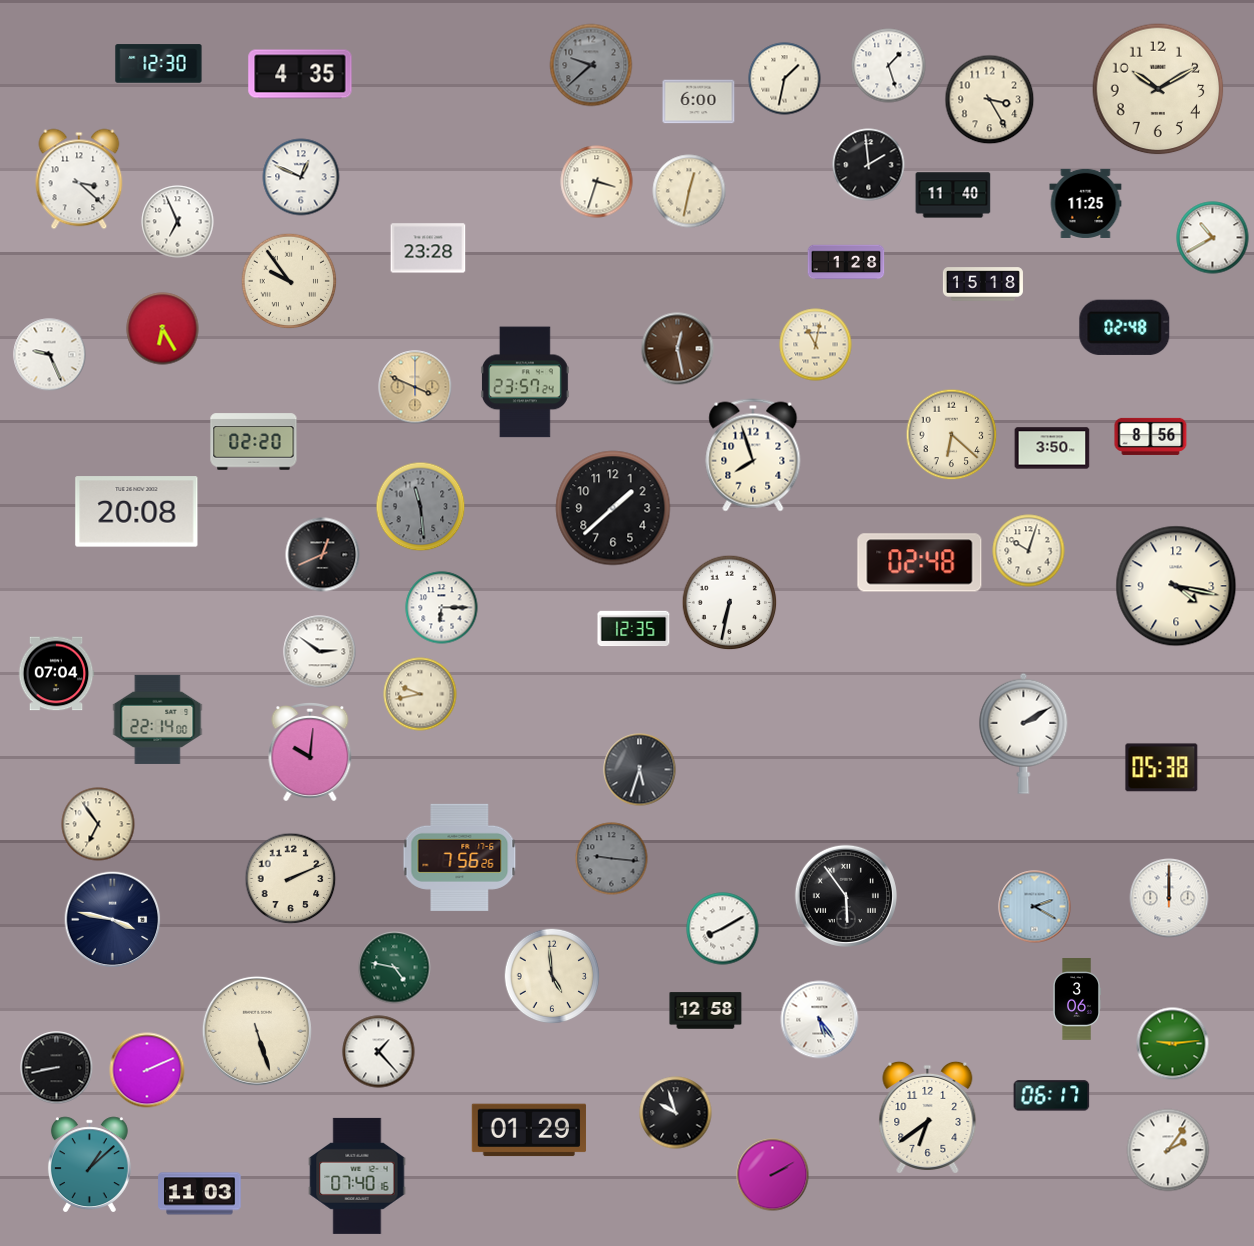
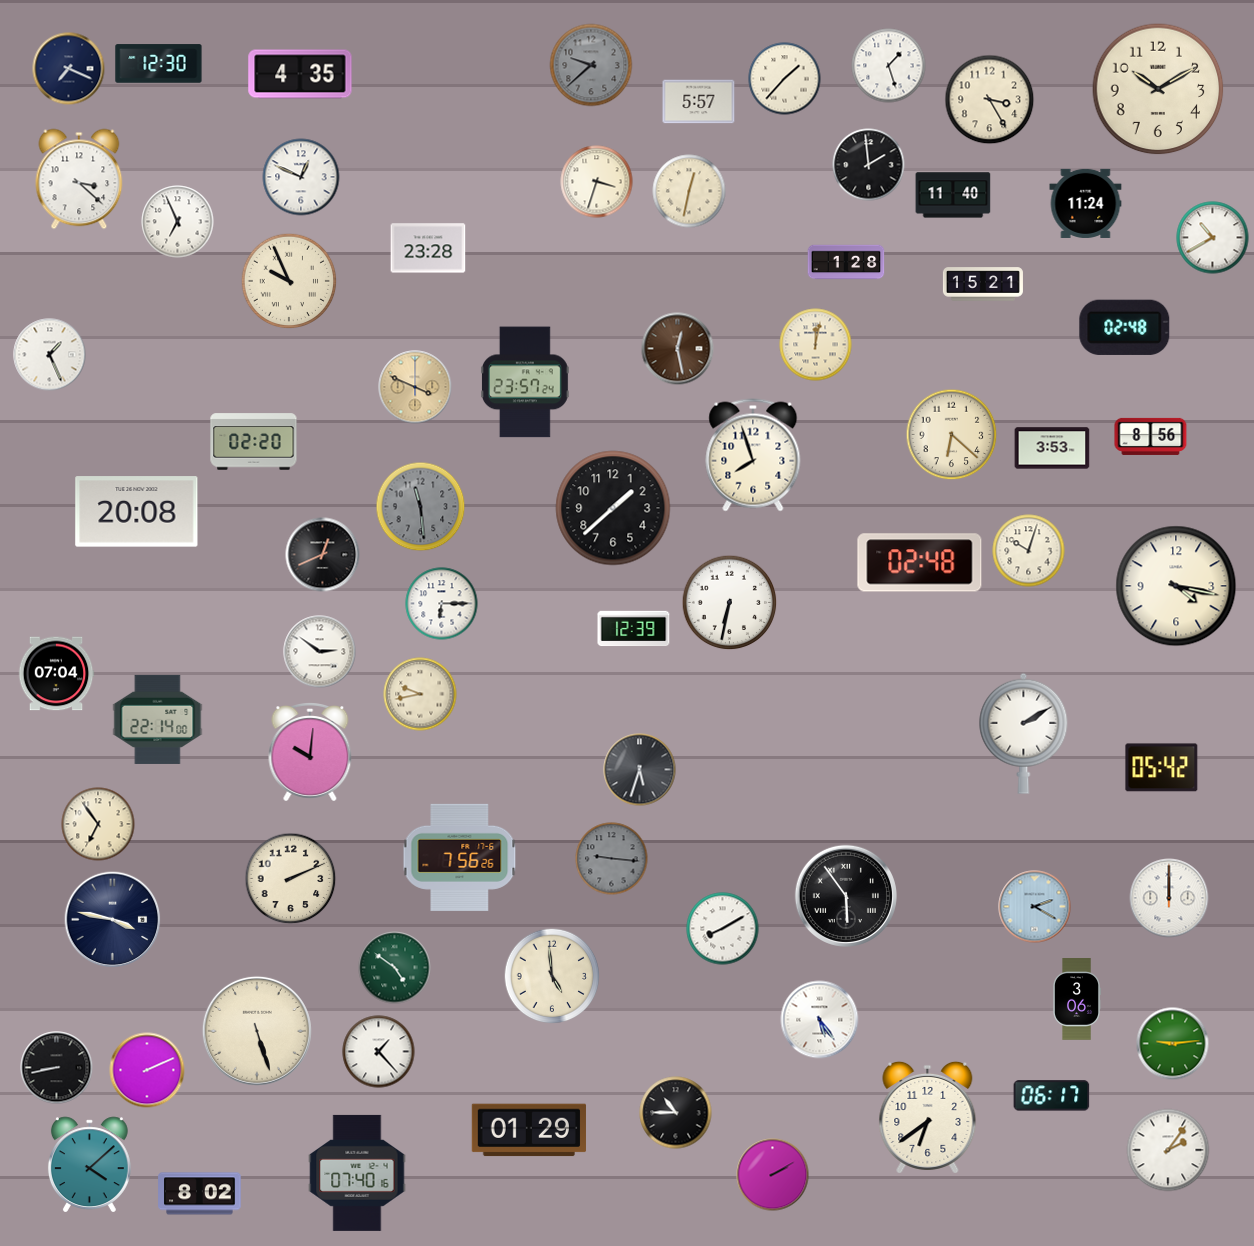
clock at (69, 69): none -> 7:19
clock at (785, 79): 1:32 -> 1:37
clock at (699, 102): 6:00 -> 5:57
clock at (1086, 203): 11:25 -> 11:24
clock at (289, 281): 9:54 -> 9:56
clock at (983, 284): 15:18 -> 15:21
clock at (163, 329): 6:25 -> none
clock at (816, 345): 11:02 -> 12:02
clock at (50, 355): 9:26 -> 1:26
clock at (1052, 448): 3:50 -> 3:53
clock at (442, 608) position: (442, 608) -> (442, 604)
clock at (634, 629): 12:35 -> 12:39
clock at (1162, 768): 05:38 -> 05:42
clock at (395, 968): 4:47 -> 4:51
clock at (706, 1011): 12:58 -> none
clock at (676, 1113): 9:57 -> 10:45
clock at (89, 1164): 1:08 -> 4:08
clock at (357, 1176) position: (357, 1176) -> (357, 1173)
clock at (200, 1194): 11:03 -> 8:02
